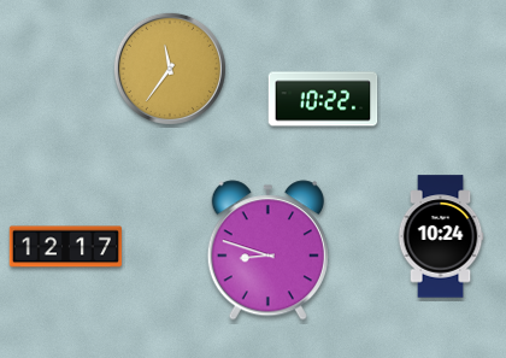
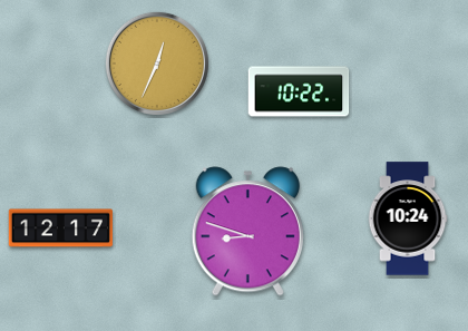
clock at (170, 69): 11:36 -> 12:34
